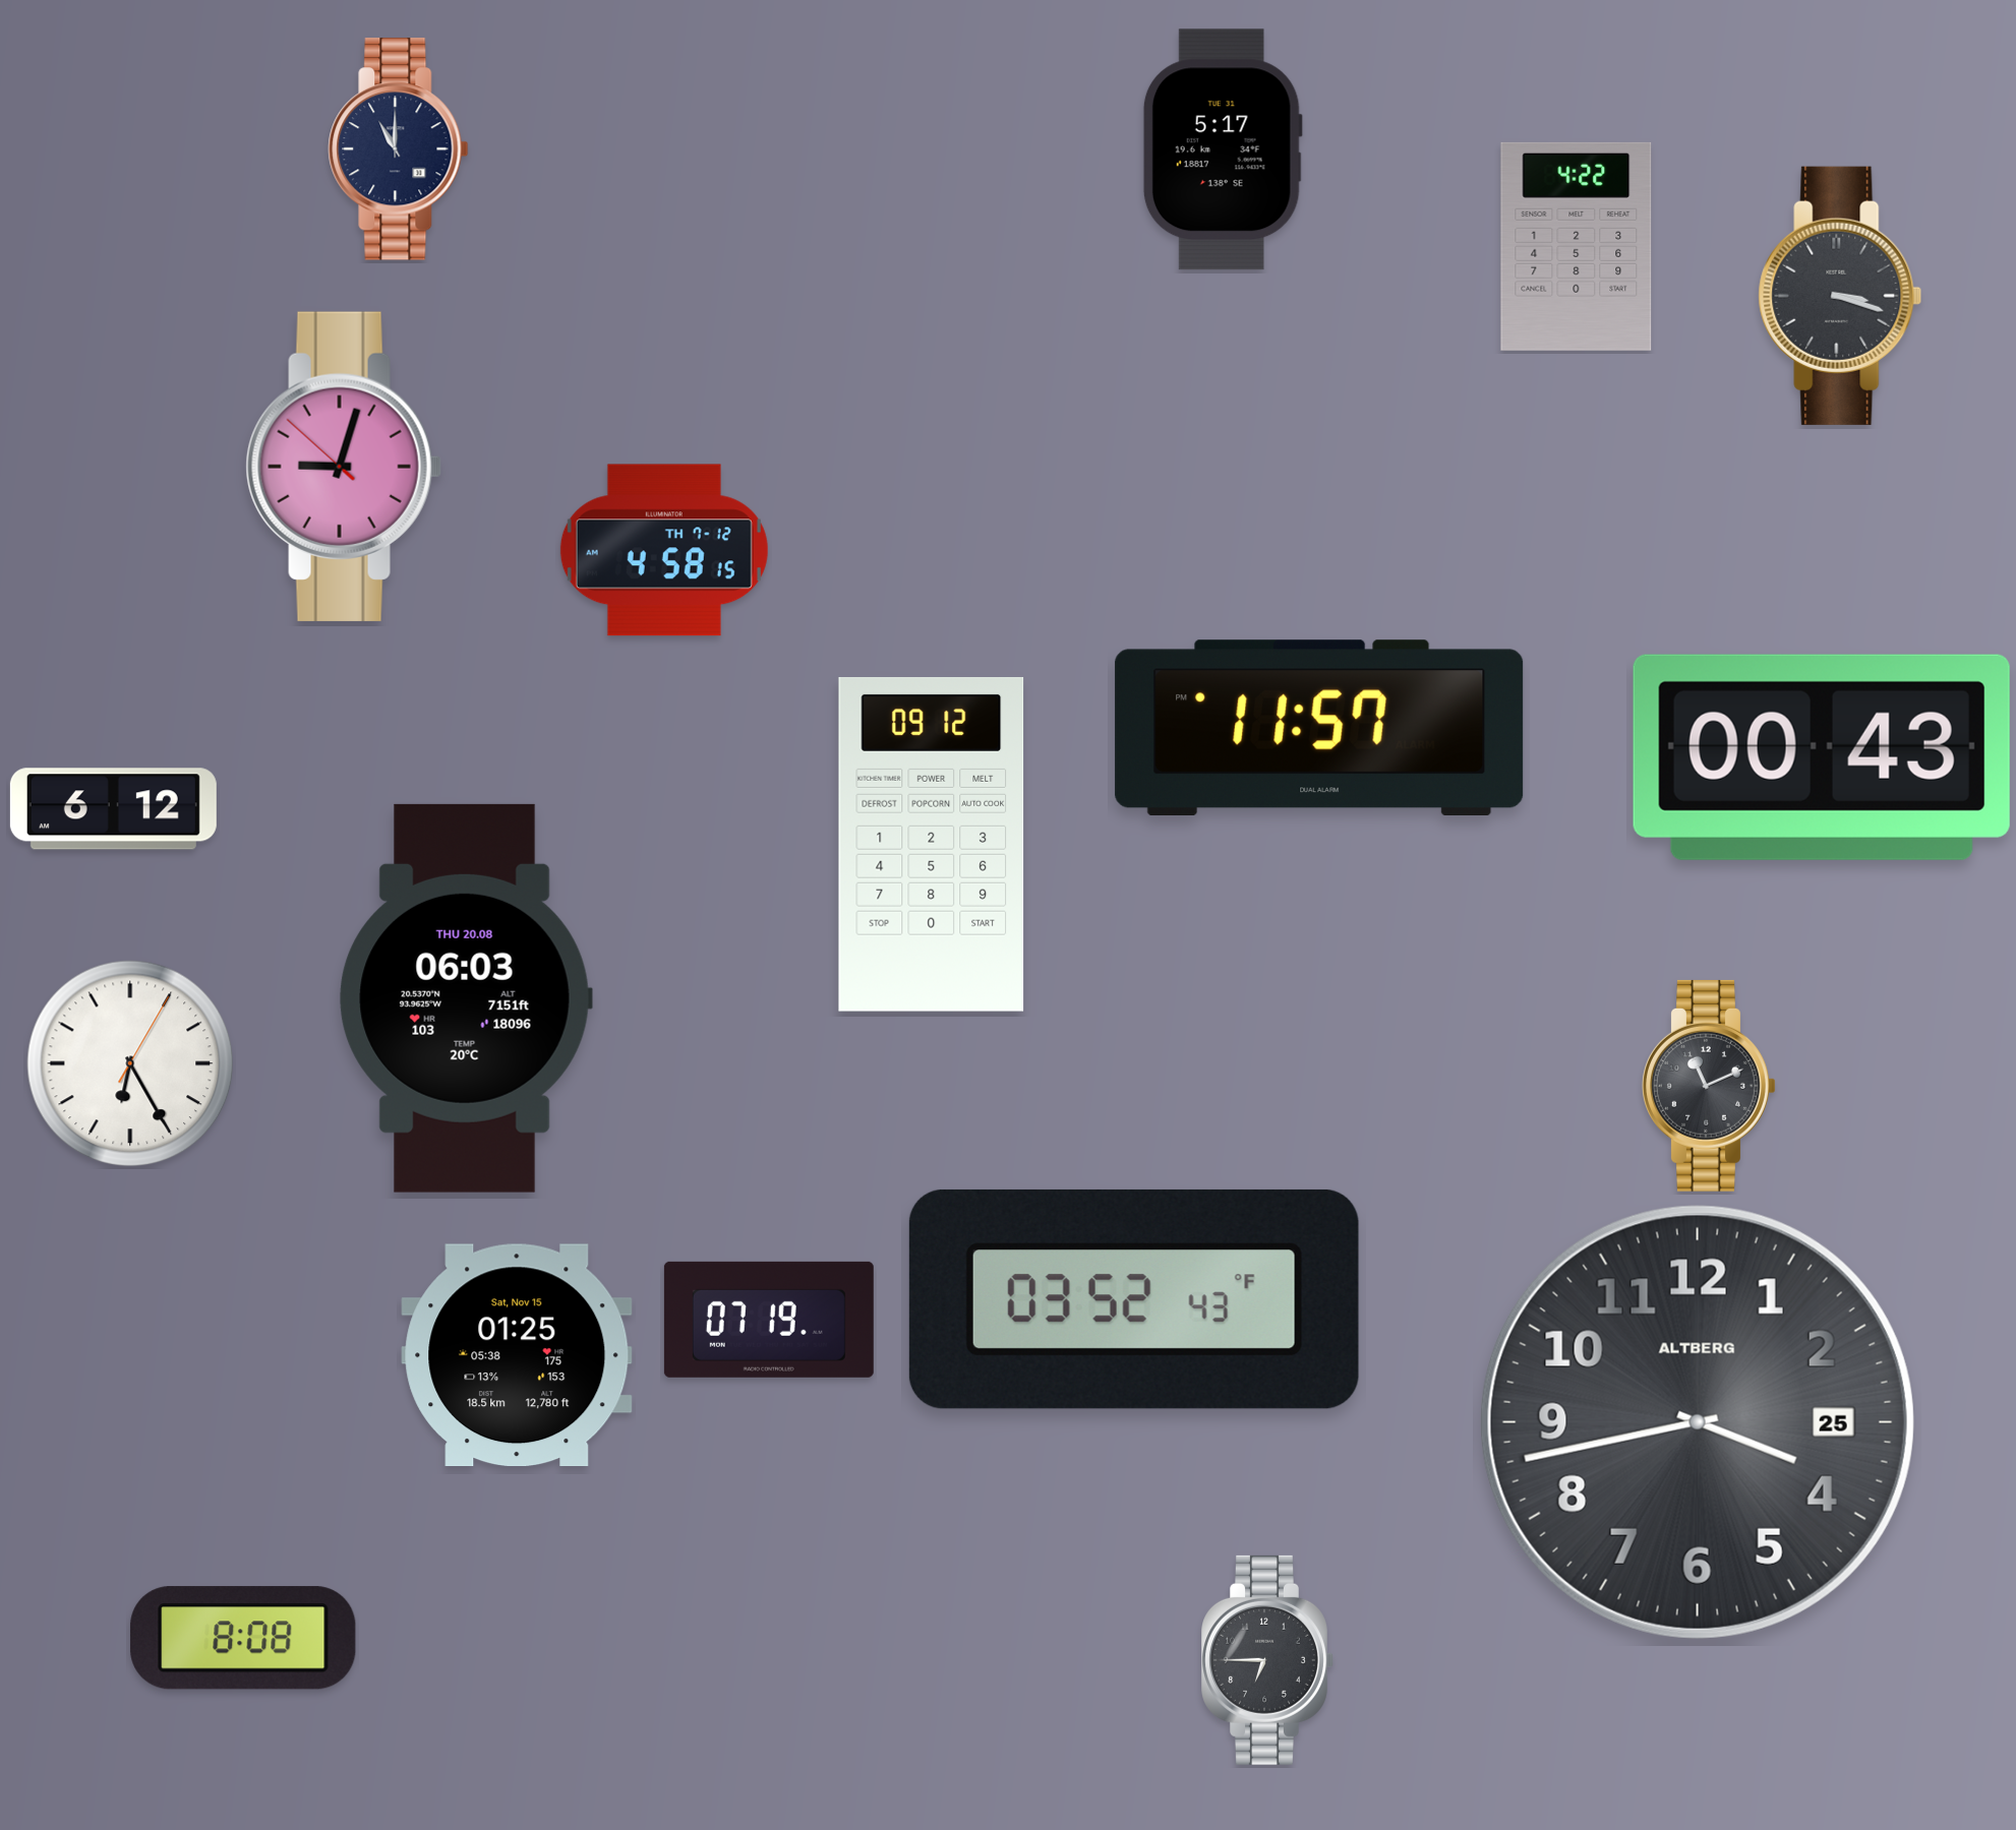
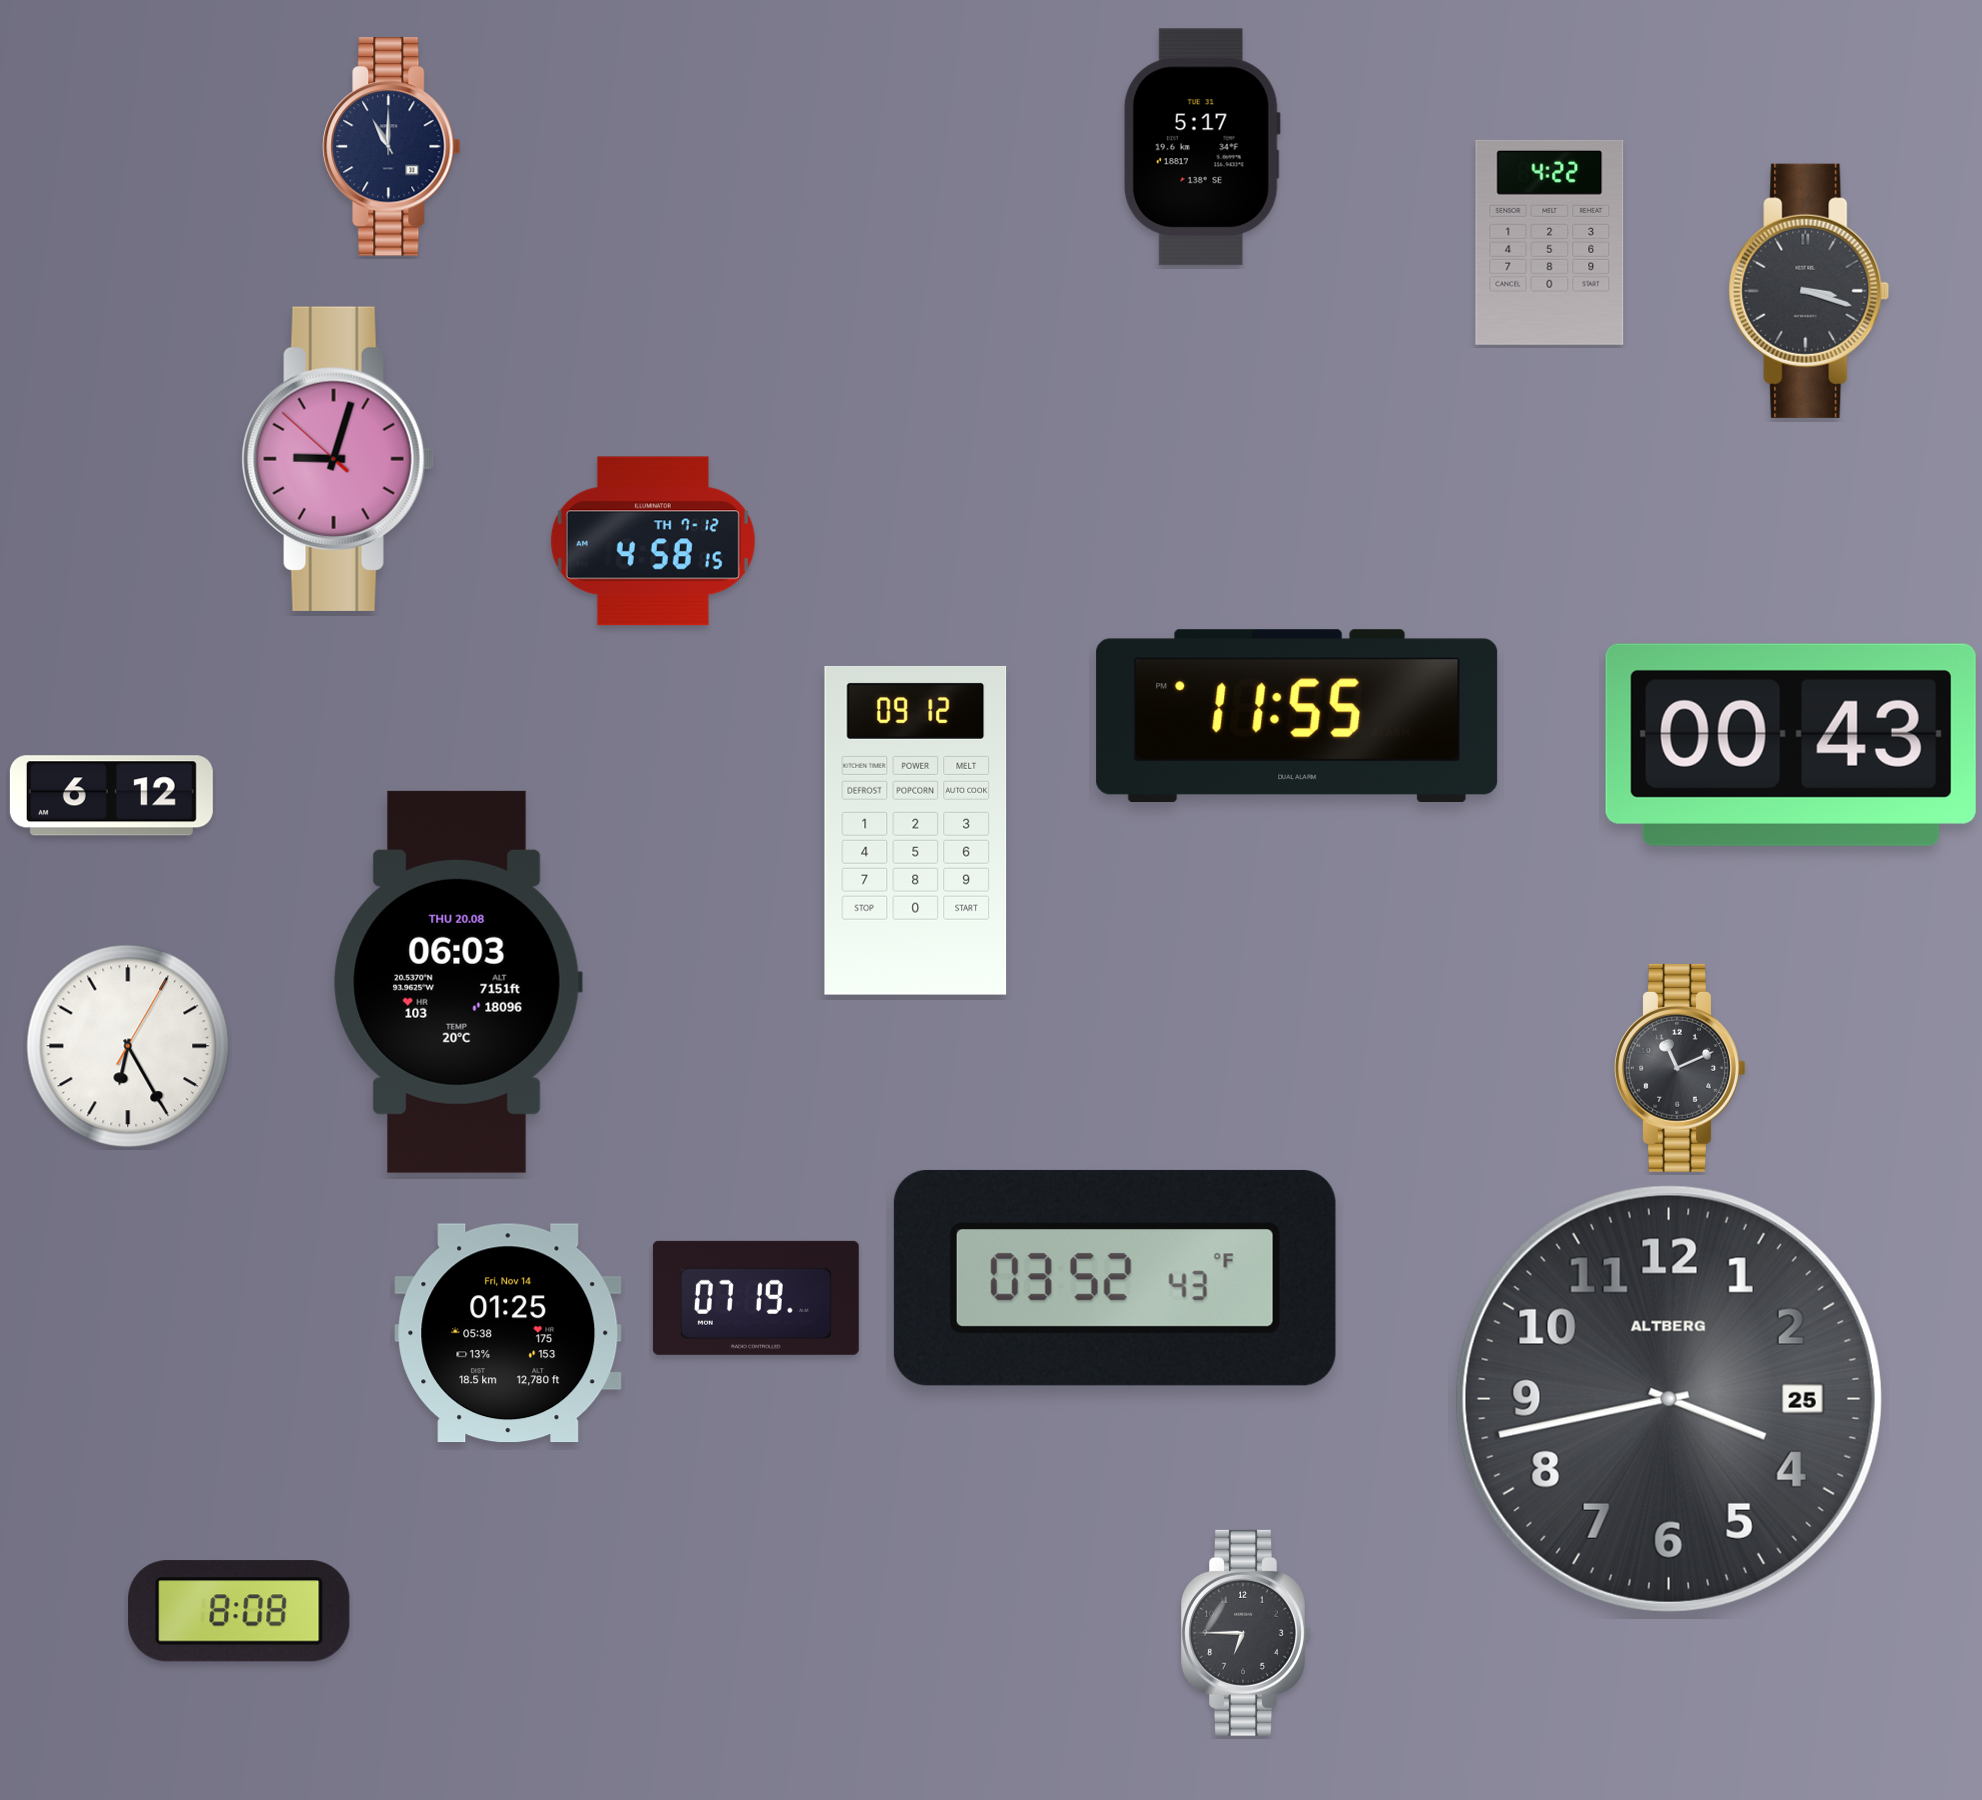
clock at (1319, 727): 11:57 -> 11:55
clock at (517, 1355) date: Sat, Nov 15 -> Fri, Nov 14
